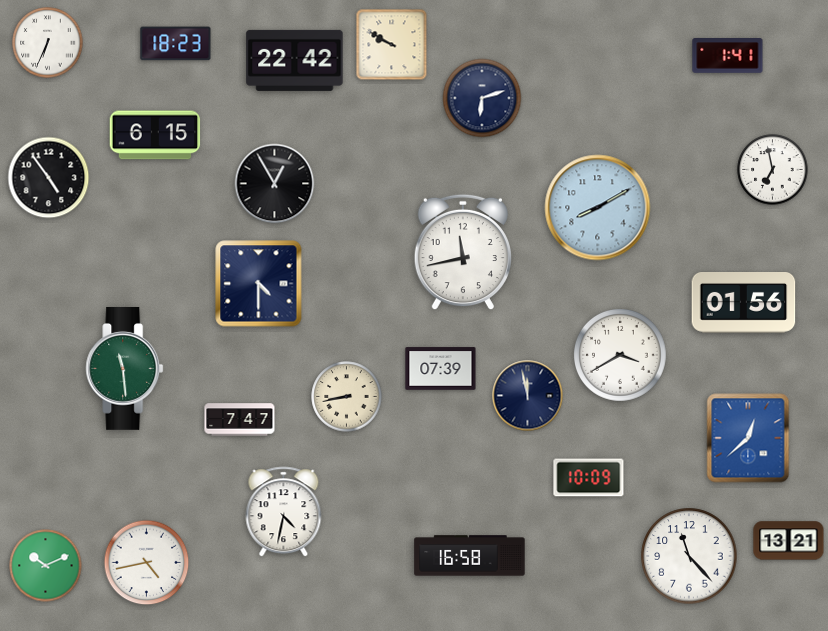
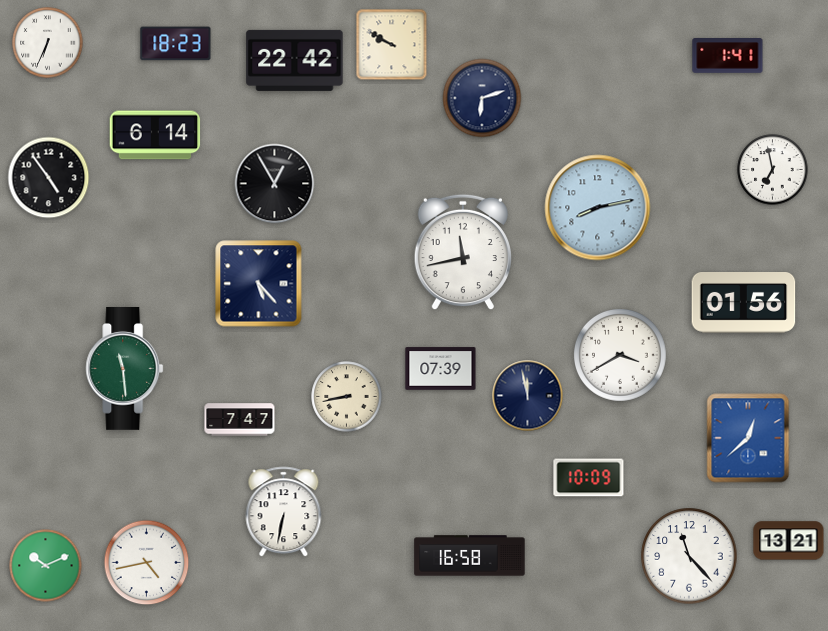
clock at (155, 135): 6:15 -> 6:14
clock at (598, 208): 8:10 -> 8:13
clock at (259, 284): 4:30 -> 5:23
clock at (284, 512): 4:32 -> 6:32
